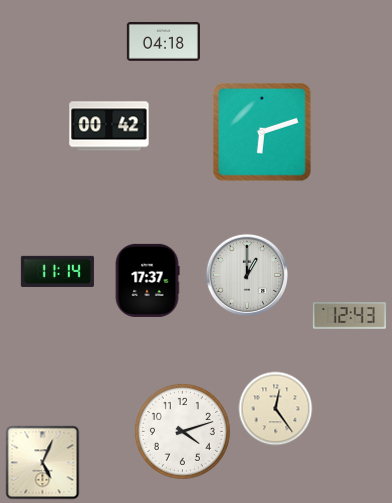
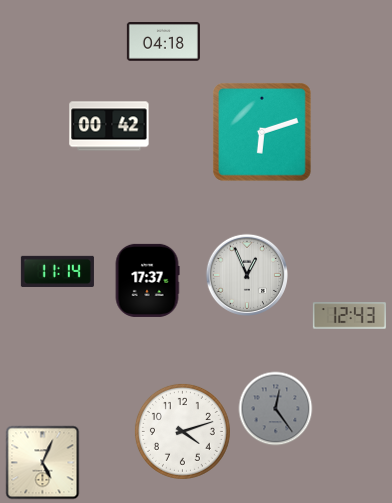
clock at (246, 274): 1:00 -> 12:56
clock at (276, 409) dial: cream -> grey
